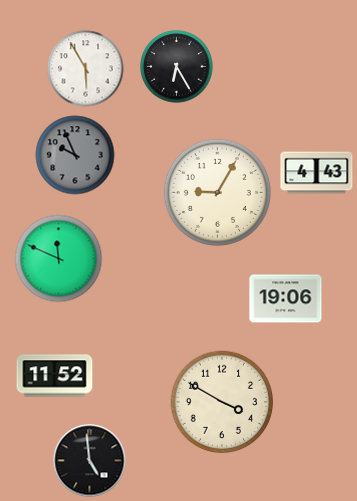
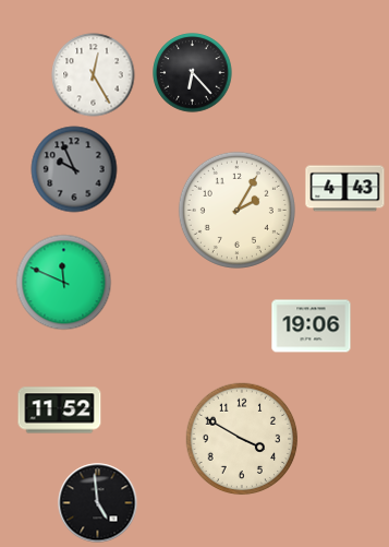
clock at (177, 67): 6:25 -> 6:23
clock at (86, 69): 5:55 -> 12:25
clock at (75, 155) position: (75, 155) -> (74, 169)
clock at (217, 192): 9:05 -> 2:05
